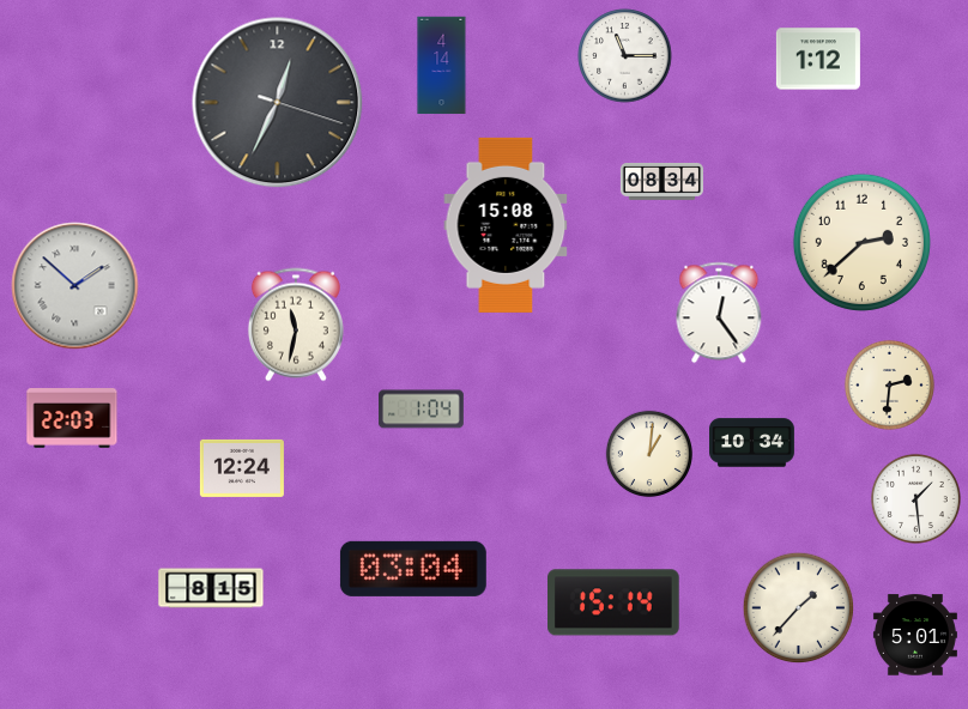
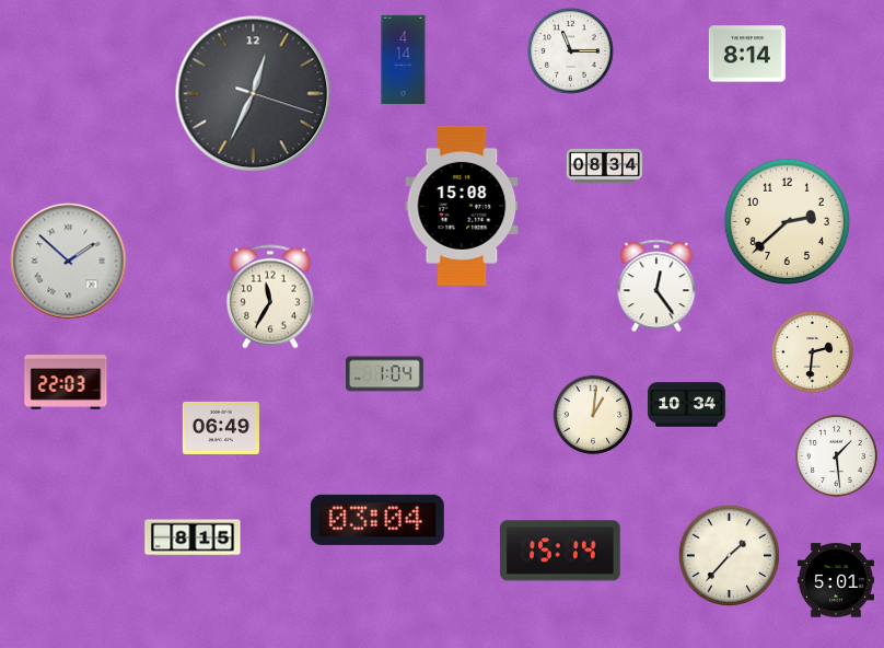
clock at (818, 59): 1:12 -> 8:14
clock at (296, 325): 11:32 -> 11:35
clock at (242, 468): 12:24 -> 06:49
